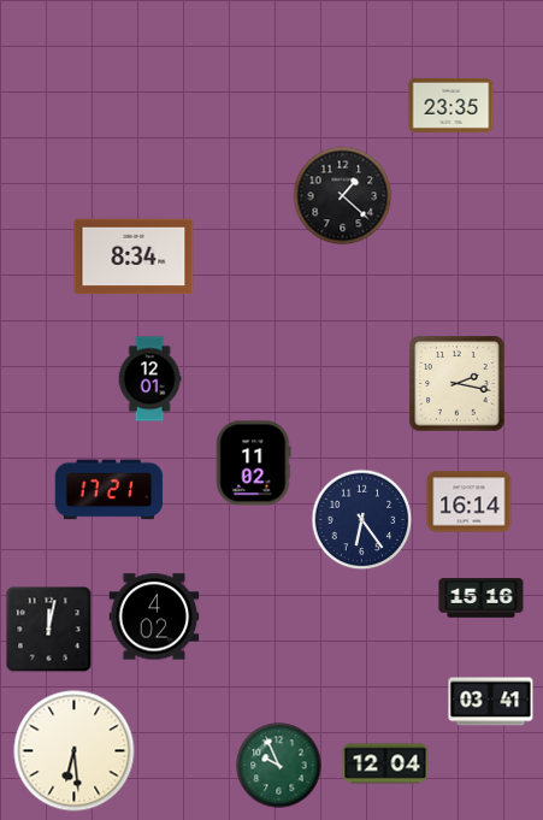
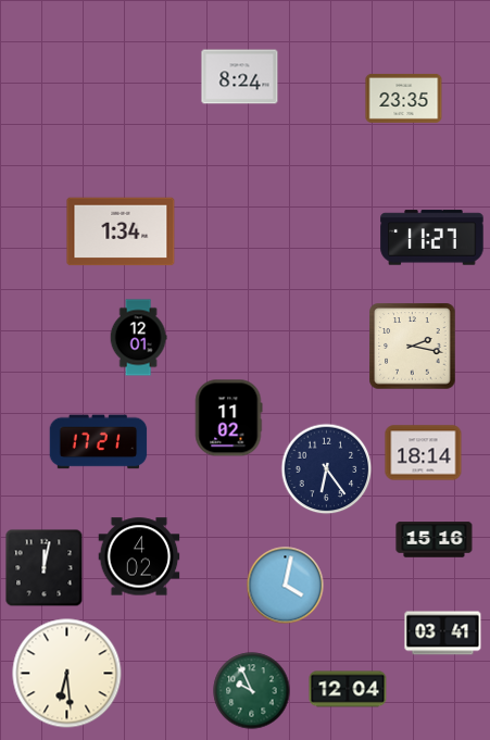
clock at (240, 77): none -> 8:24
clock at (451, 105) position: (451, 105) -> (404, 98)
clock at (343, 196): 1:22 -> none
clock at (134, 256): 8:34 -> 1:34
clock at (432, 238): none -> 11:27
clock at (149, 379) position: (149, 379) -> (138, 338)
clock at (470, 502): 16:14 -> 18:14
clock at (286, 586): none -> 4:02
clock at (75, 751) position: (75, 751) -> (67, 674)
